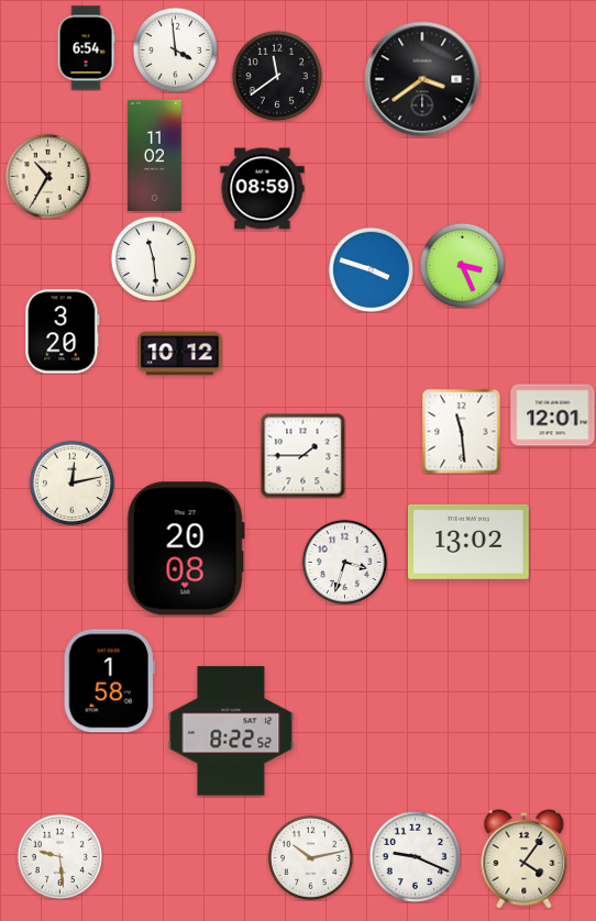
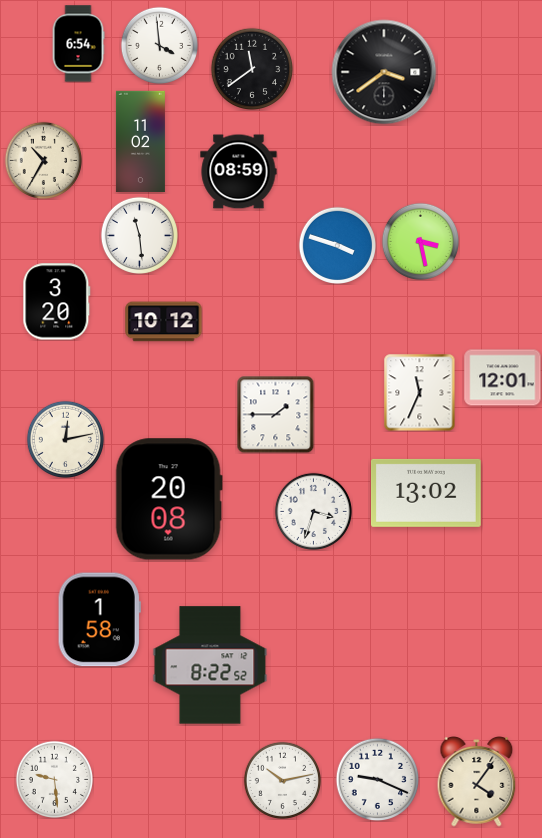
clock at (462, 265): 3:26 -> 3:28
clock at (462, 431): 11:29 -> 11:34
